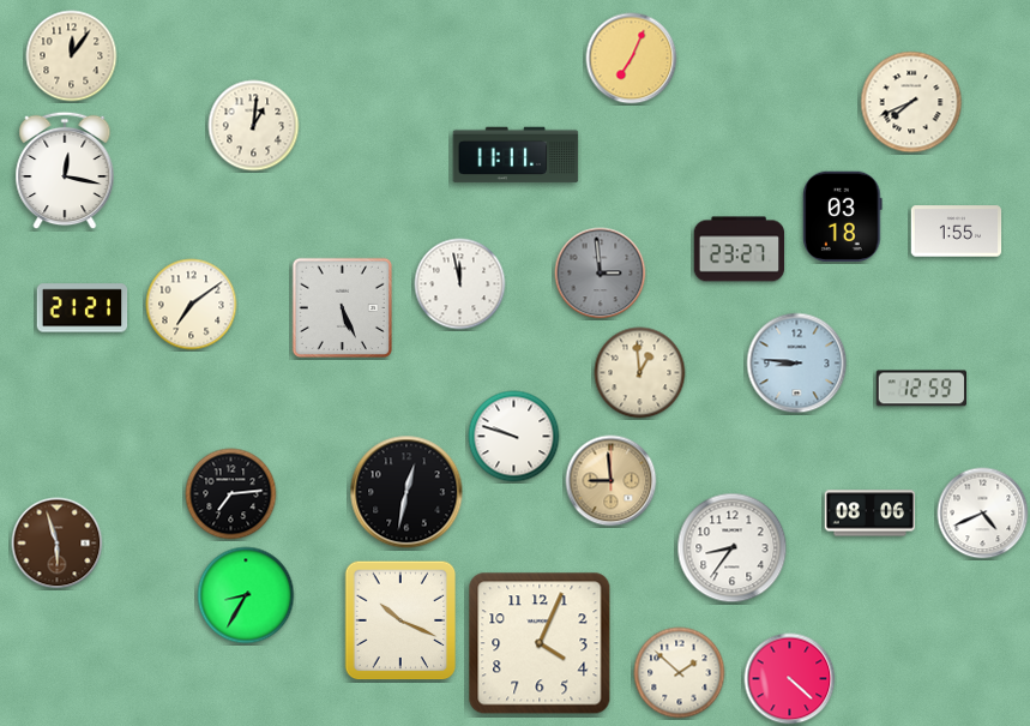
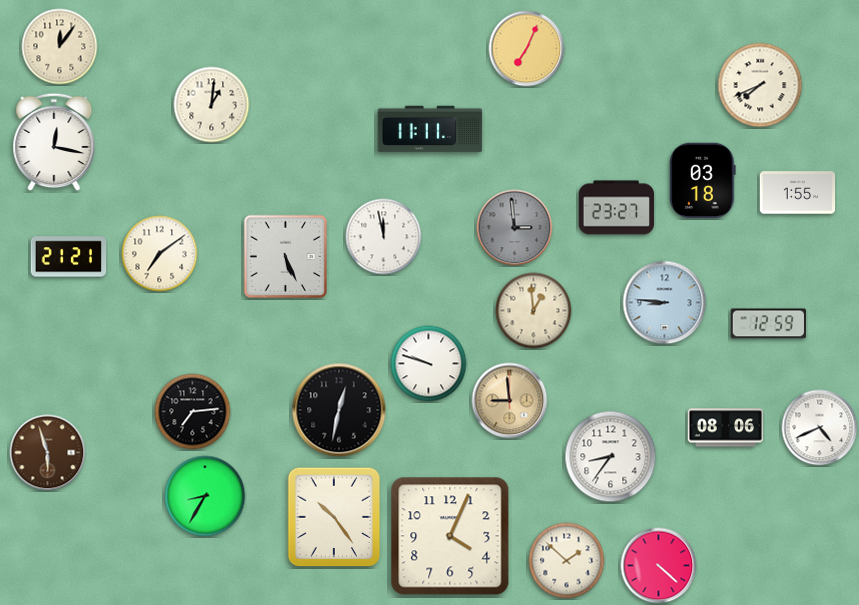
clock at (601, 274) position: (601, 274) -> (515, 228)
clock at (400, 620): 10:19 -> 10:24
